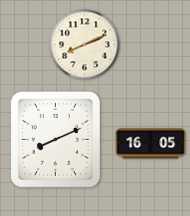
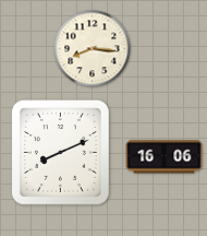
clock at (85, 45): 8:11 -> 8:16
clock at (151, 144): 16:05 -> 16:06
